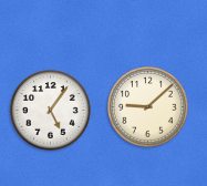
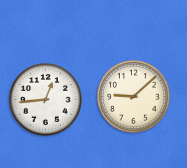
clock at (51, 111): 5:06 -> 12:44
